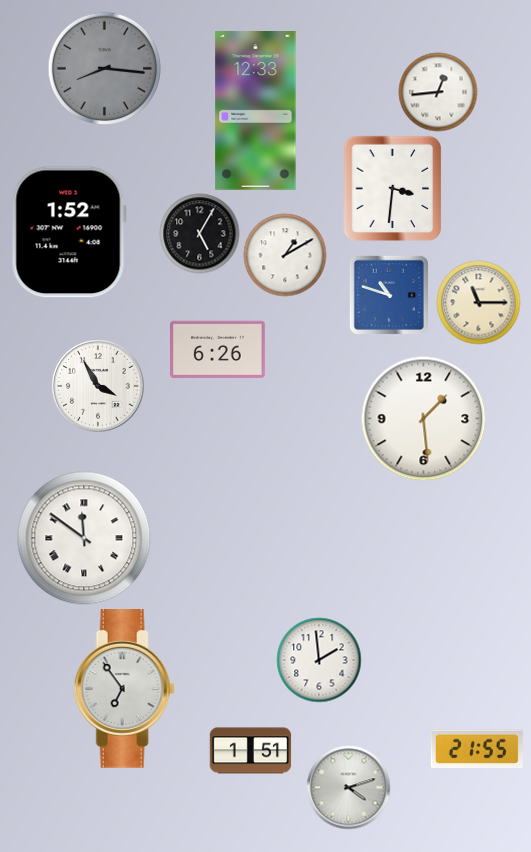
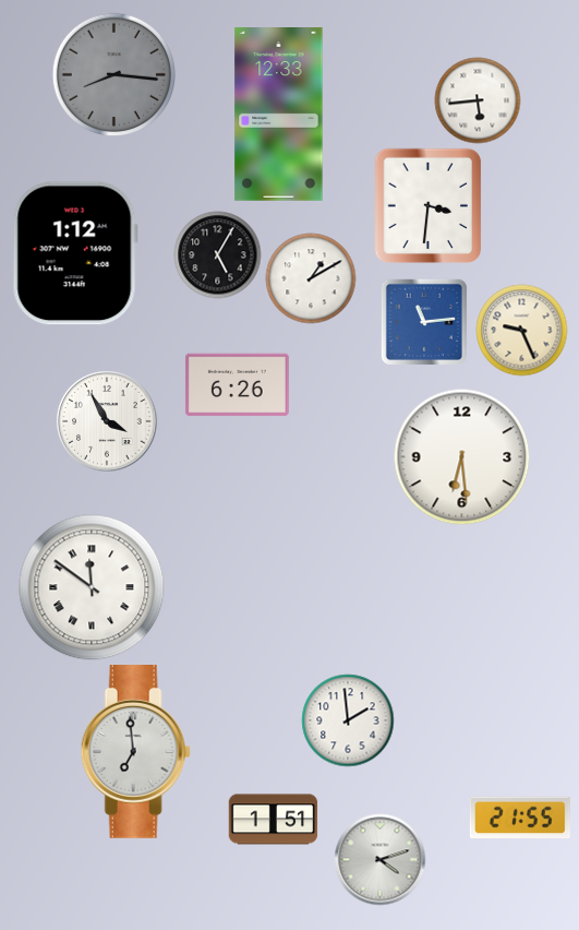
clock at (438, 92): 12:44 -> 5:44
clock at (256, 111) position: (256, 111) -> (279, 115)
clock at (69, 232): 1:52 -> 1:12
clock at (389, 295): 10:48 -> 11:14
clock at (478, 302): 11:15 -> 9:26
clock at (217, 350) position: (217, 350) -> (237, 385)
clock at (423, 418): 1:29 -> 6:29
clock at (124, 689): 6:54 -> 6:59
